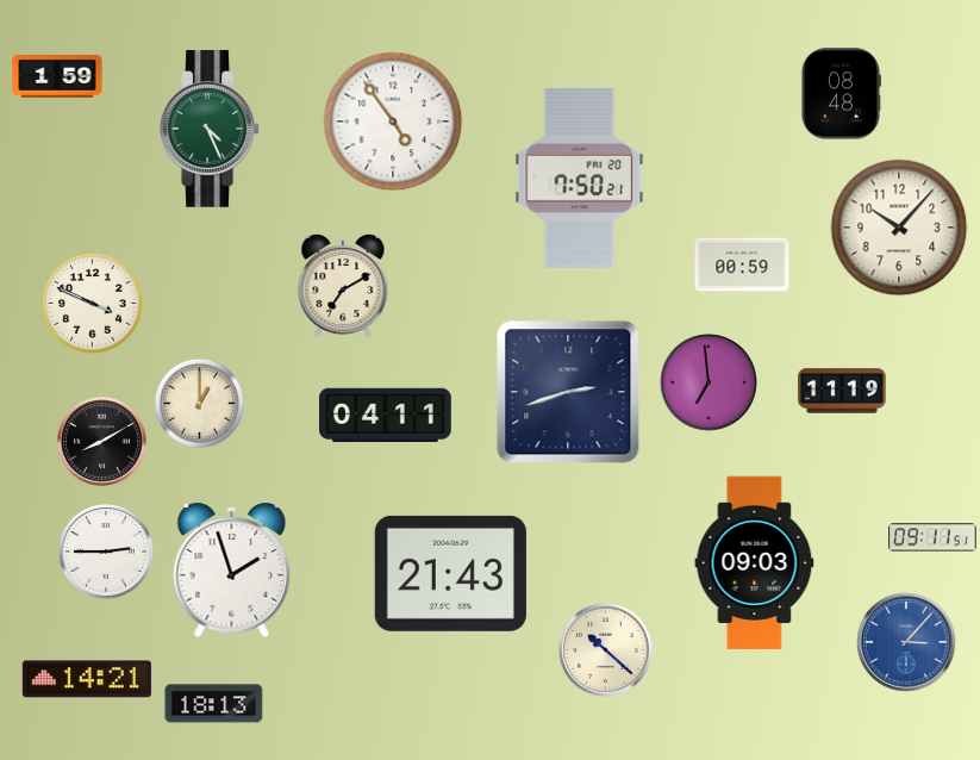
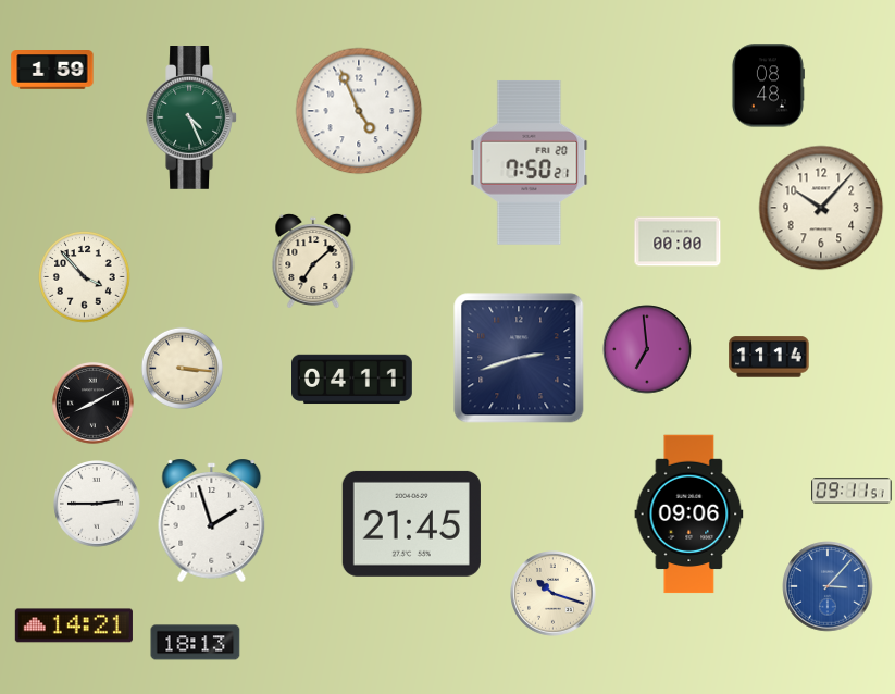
clock at (393, 122): 4:54 -> 4:56
clock at (742, 264): 00:59 -> 00:00
clock at (343, 286): 7:10 -> 7:08
clock at (93, 304): 3:49 -> 3:53
clock at (842, 391): 11:19 -> 11:14
clock at (199, 403): 1:00 -> 3:16
clock at (755, 563): 09:03 -> 09:06
clock at (450, 573): 21:43 -> 21:45
clock at (606, 650): 10:22 -> 10:18
clock at (87, 679) position: (87, 679) -> (74, 625)
